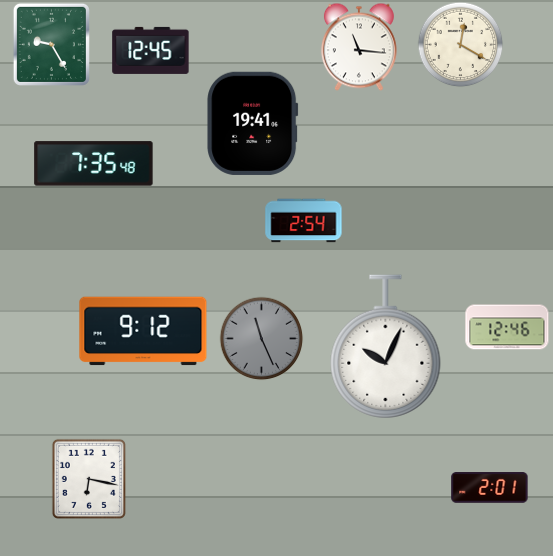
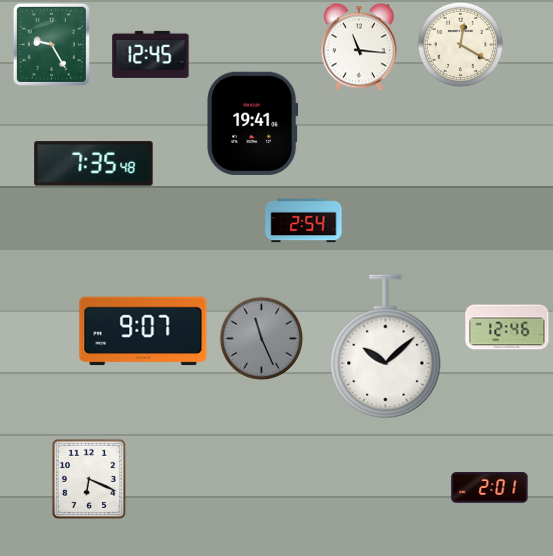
clock at (151, 50) position: (151, 50) -> (151, 54)
clock at (143, 331): 9:12 -> 9:07
clock at (386, 347): 10:04 -> 10:08
clock at (89, 479): 6:17 -> 6:19
